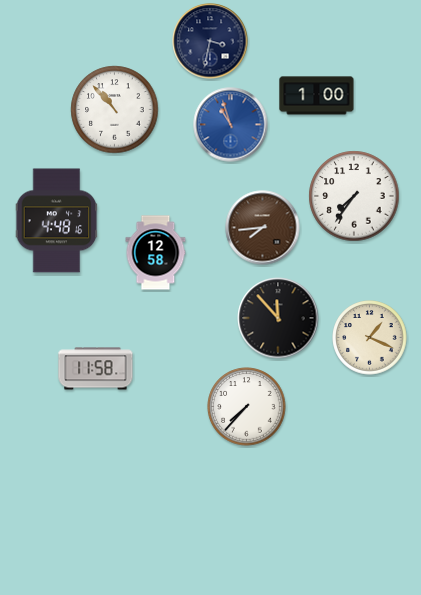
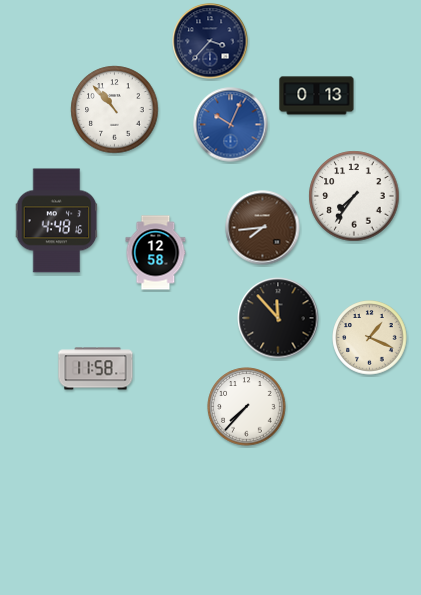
clock at (210, 41): 3:32 -> 3:37
clock at (317, 96): 1:00 -> 0:13
clock at (231, 125): 10:57 -> 10:04
